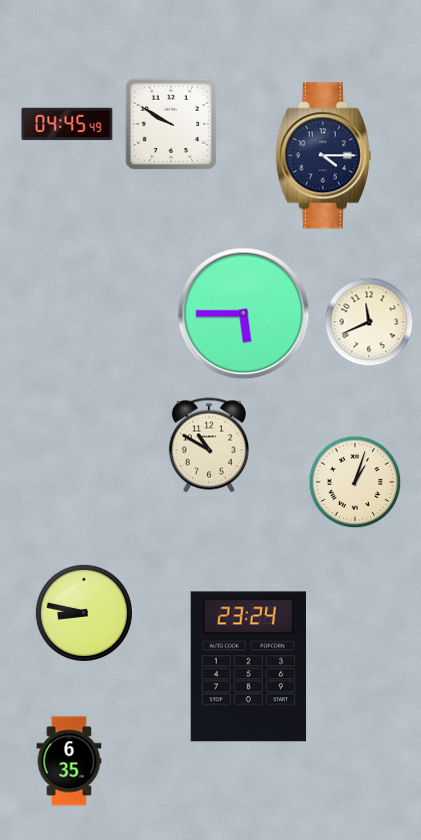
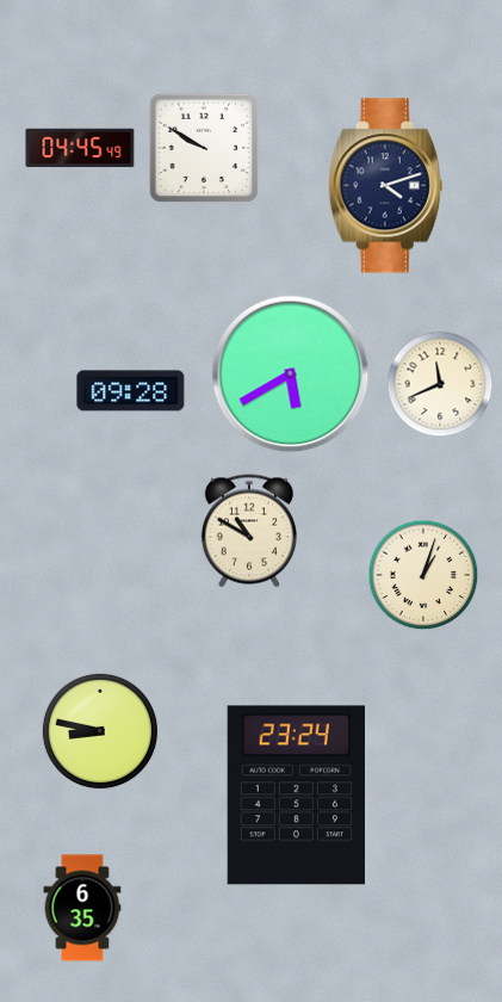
clock at (323, 156): 4:15 -> 4:12
clock at (244, 314): 5:45 -> 5:40
clock at (131, 391): none -> 09:28
